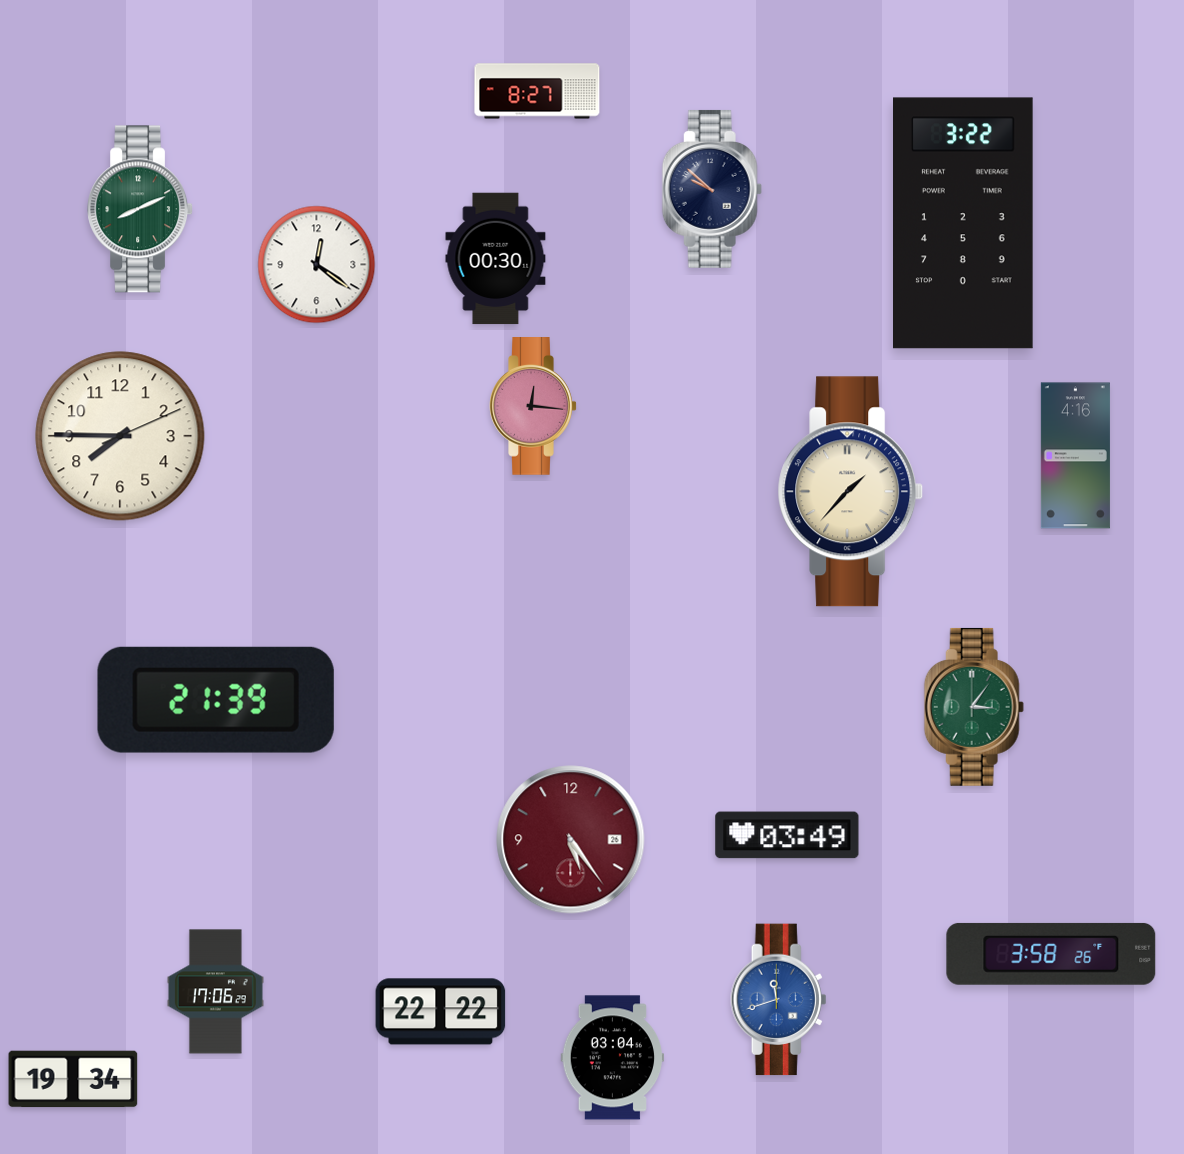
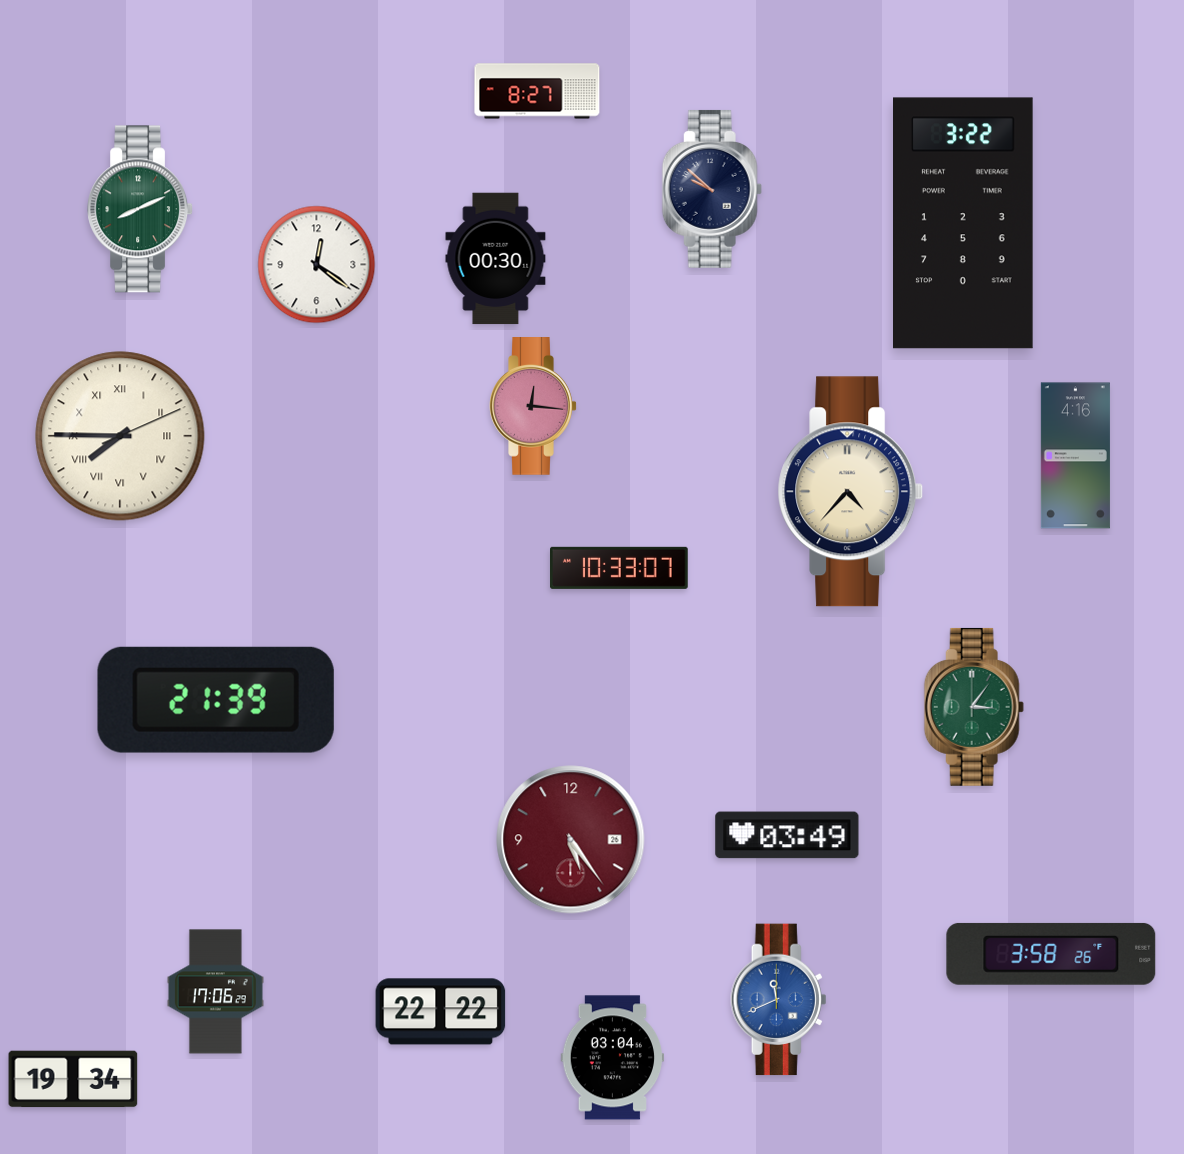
clock at (120, 436) numerals: Arabic -> Roman
clock at (851, 492): 1:37 -> 4:37
clock at (620, 568): none -> 10:33
clock at (779, 1000): 11:42 -> 11:41
